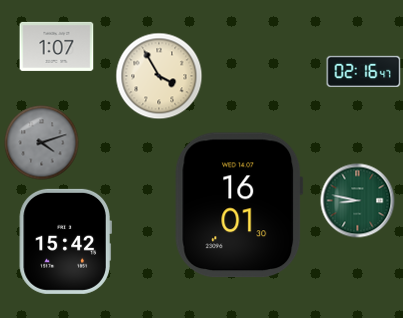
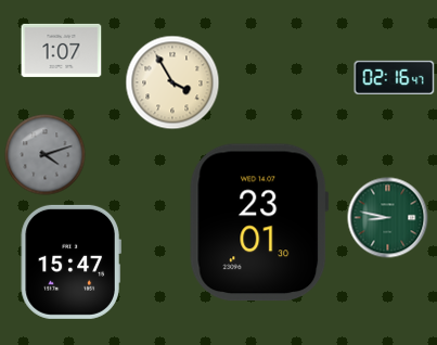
clock at (239, 205): 16:01 -> 23:01
clock at (65, 241): 15:42 -> 15:47
